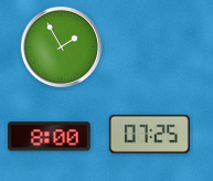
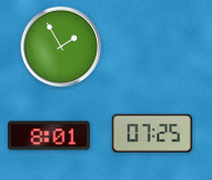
clock at (149, 134) position: (149, 134) -> (152, 133)
clock at (50, 137): 8:00 -> 8:01
